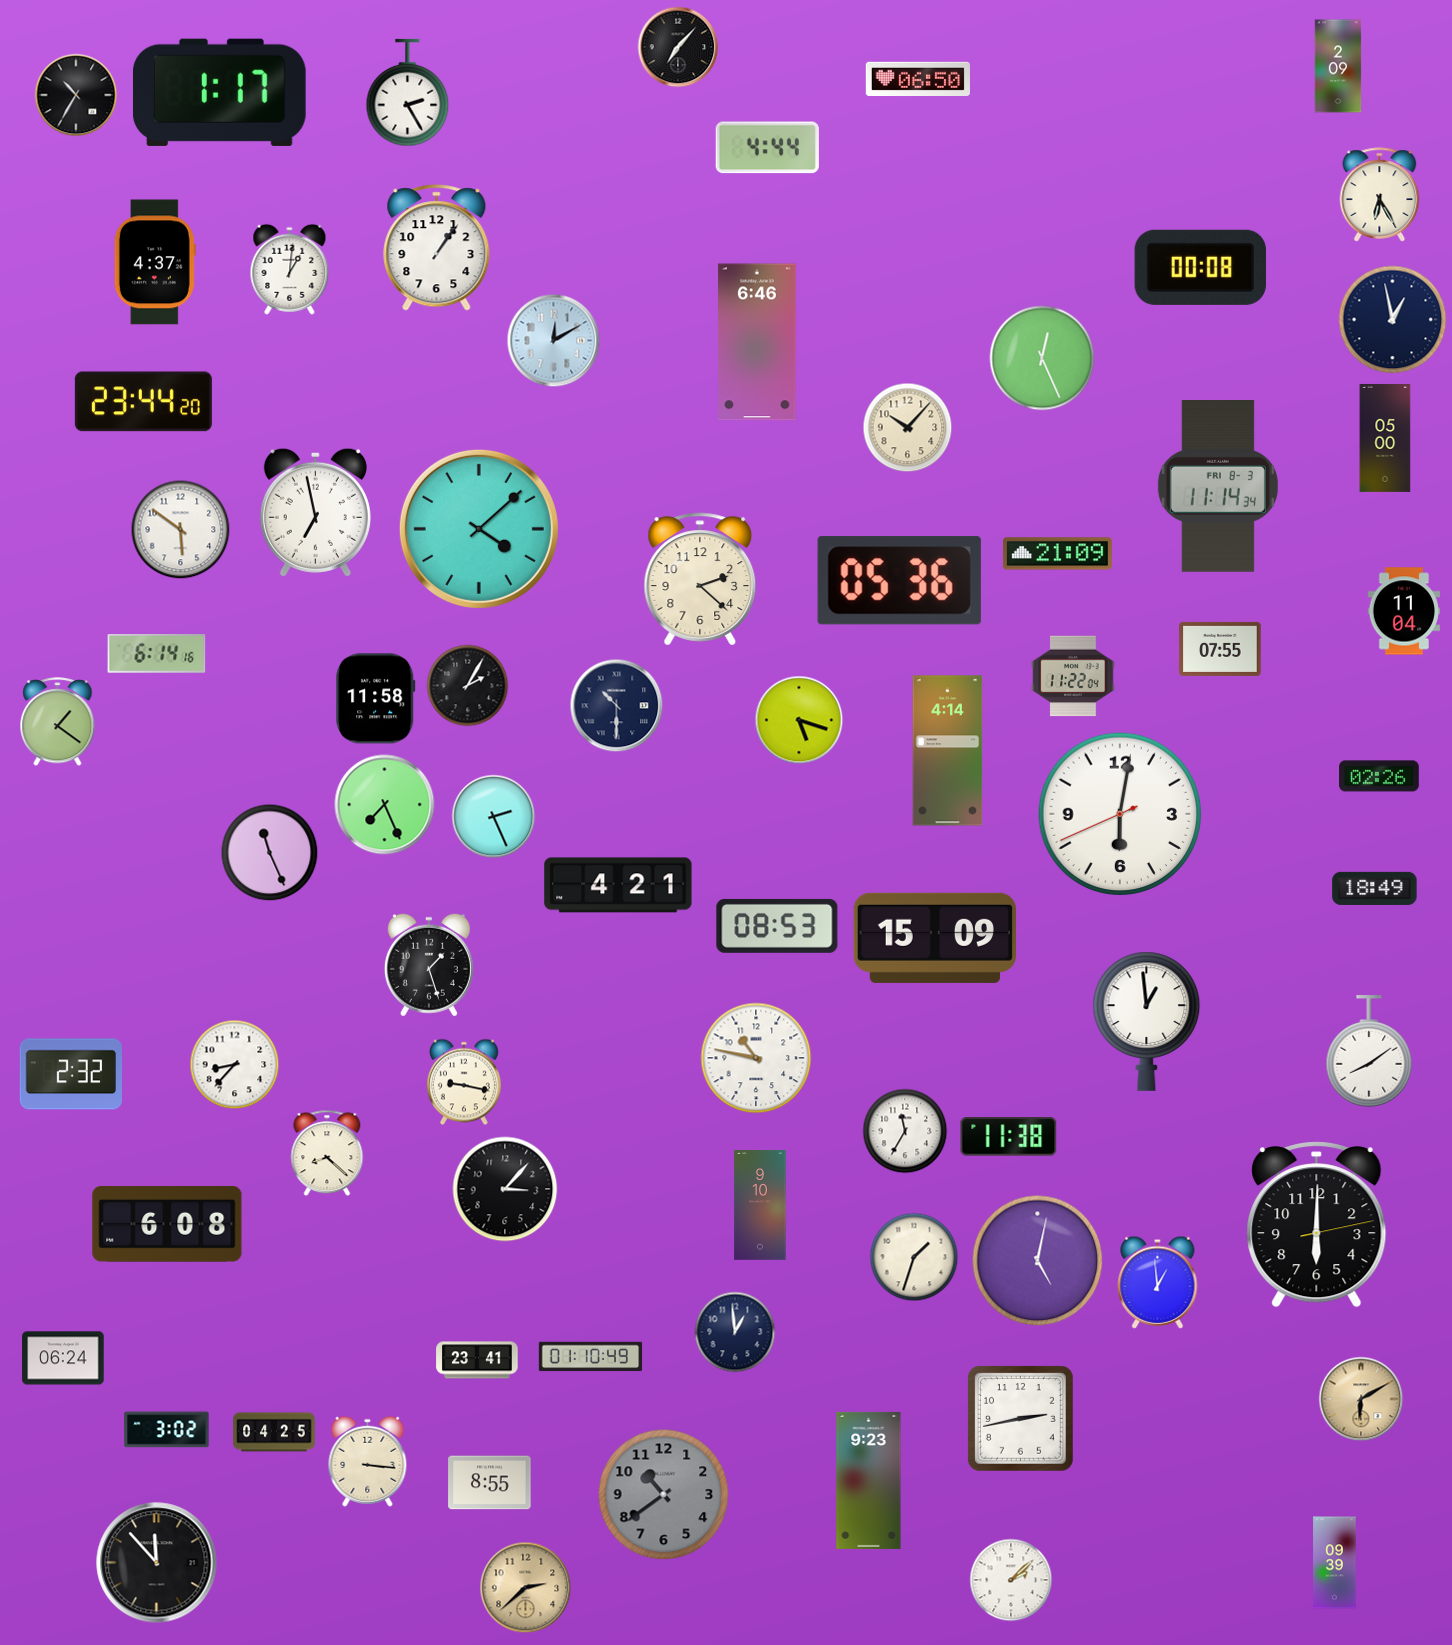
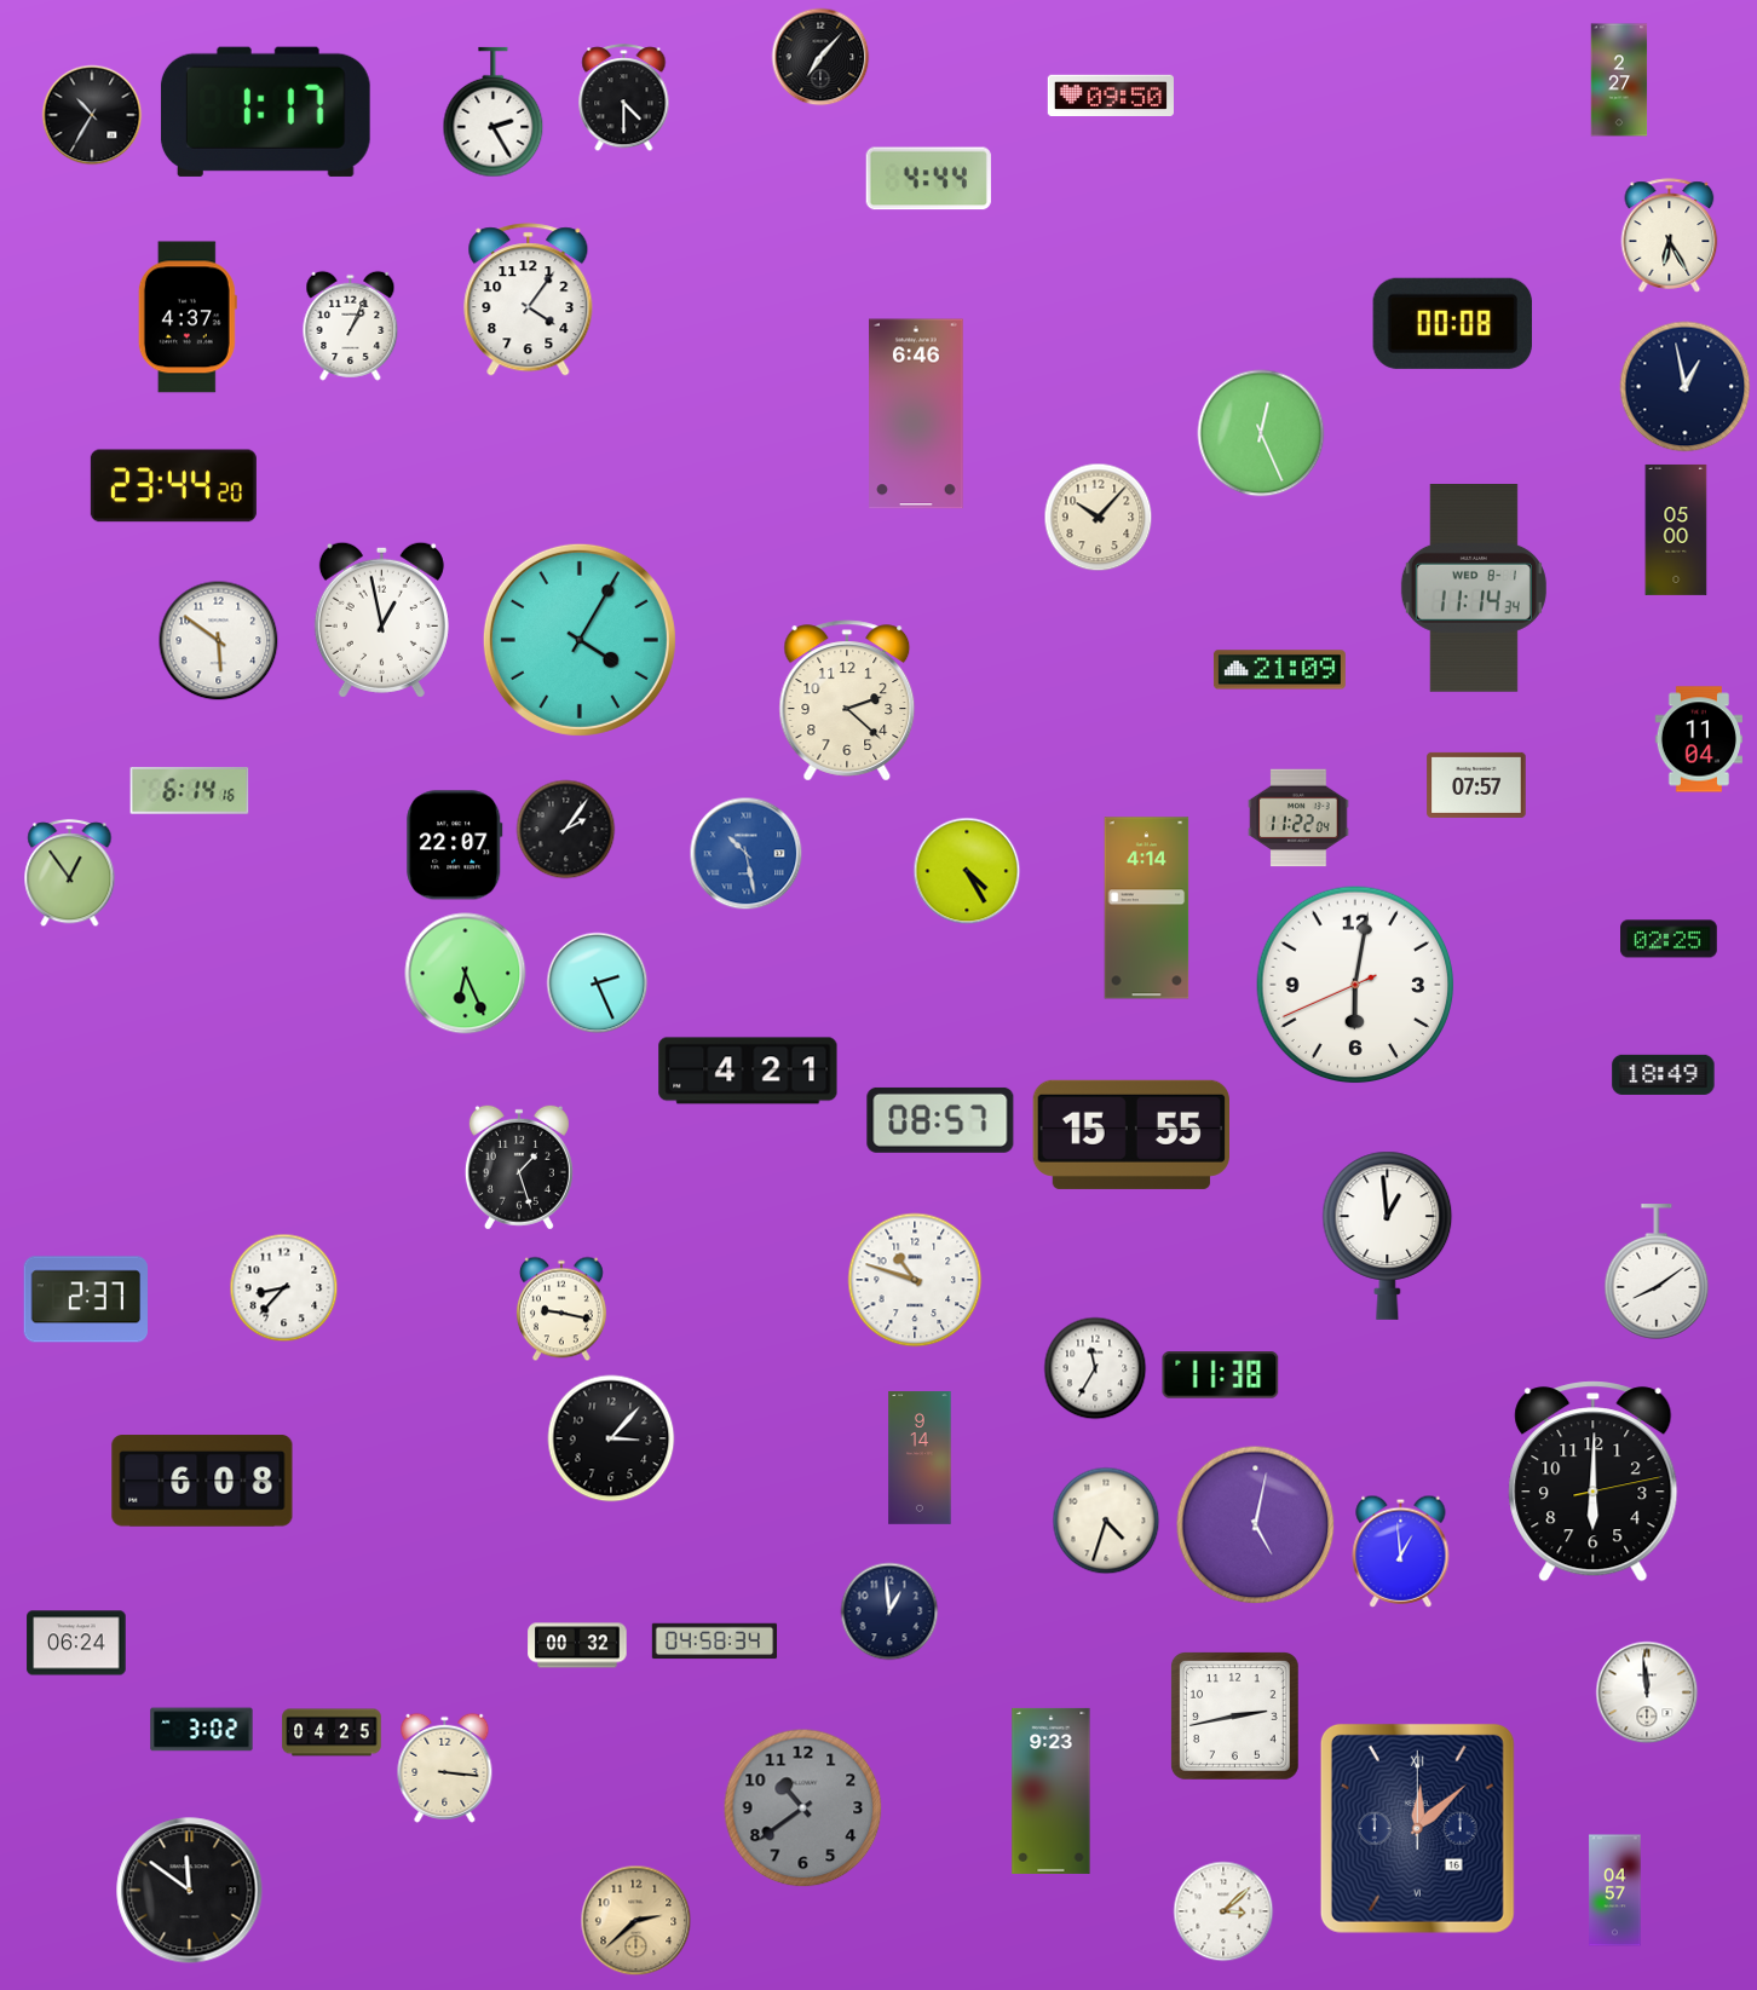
clock at (1338, 66): 2:09 -> 2:27
clock at (918, 78): 06:50 -> 09:50
clock at (624, 98): none -> 4:30
clock at (437, 248): 1:06 -> 4:06
clock at (290, 269): 1:01 -> 1:04
clock at (554, 341): 12:10 -> none
clock at (1218, 487) date: FRI 8-3 -> WED 8-1
clock at (315, 512): 6:58 -> 12:58
clock at (479, 529): 4:08 -> 4:05
clock at (899, 581): 05:36 -> none
clock at (1220, 649): 07:55 -> 07:57
clock at (468, 686): 2:05 -> 2:06
clock at (376, 699): 11:58 -> 22:07
clock at (617, 706): 10:30 -> 10:28
clock at (617, 706) dial: navy -> blue
clock at (799, 720): 5:18 -> 4:25
clock at (58, 722): 1:21 -> 12:54
clock at (1379, 776): 02:26 -> 02:25
clock at (385, 805): 7:26 -> 6:26
clock at (494, 817) position: (494, 817) -> (598, 984)
clock at (270, 853): 11:26 -> none
clock at (777, 926): 08:53 -> 08:57
clock at (934, 938): 15:09 -> 15:55
clock at (756, 1058): 10:47 -> 10:48
clock at (70, 1074): 2:32 -> 2:37
clock at (327, 1153): 8:22 -> none
clock at (760, 1205): 9:10 -> 9:14
clock at (914, 1257): 1:33 -> 4:33
clock at (591, 1357): 01:10 -> 04:58
clock at (477, 1360): 23:41 -> 00:32
clock at (1361, 1399): 6:10 -> 11:59
clock at (1361, 1399) dial: champagne -> white
clock at (490, 1483): 8:55 -> none
clock at (1417, 1828): none -> 12:08
clock at (157, 1563): 11:53 -> 11:51
clock at (1335, 1563): 09:39 -> 04:57
clock at (1011, 1580): 2:08 -> 3:08
